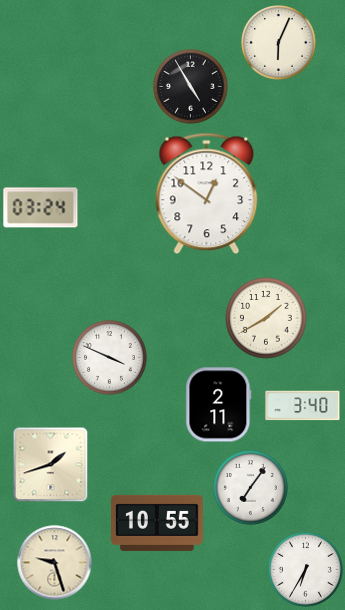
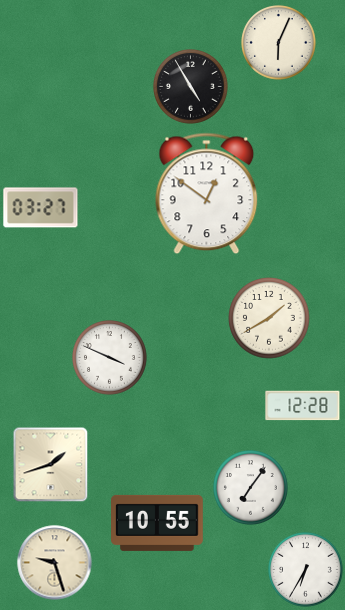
clock at (41, 208): 03:24 -> 03:27
clock at (266, 318) position: (266, 318) -> (269, 318)
clock at (219, 405): 2:11 -> none
clock at (303, 406): 3:40 -> 12:28
